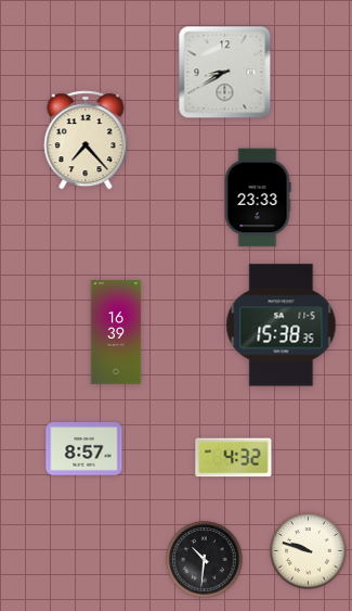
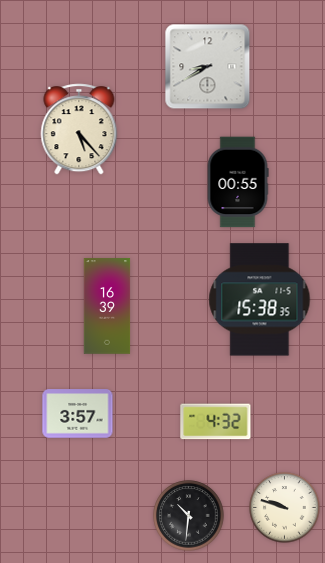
clock at (86, 140): 7:23 -> 5:23
clock at (258, 198): 23:33 -> 00:55
clock at (84, 449): 8:57 -> 3:57
